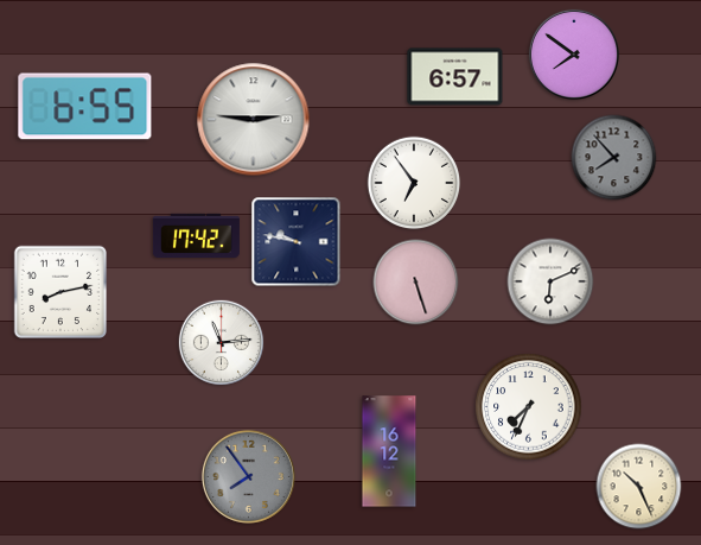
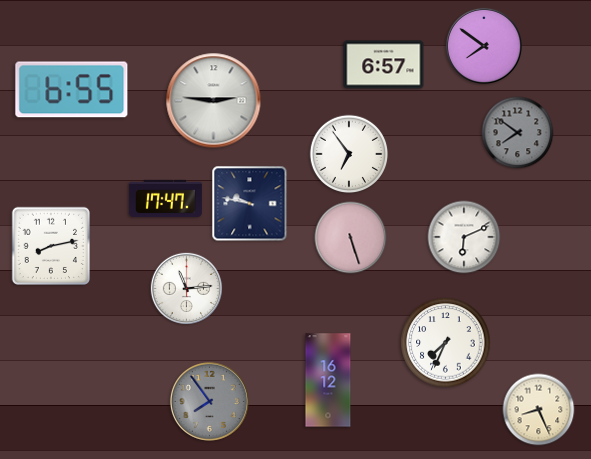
clock at (614, 158): 7:53 -> 7:51
clock at (196, 235): 17:42 -> 17:47
clock at (639, 487): 10:26 -> 8:26
